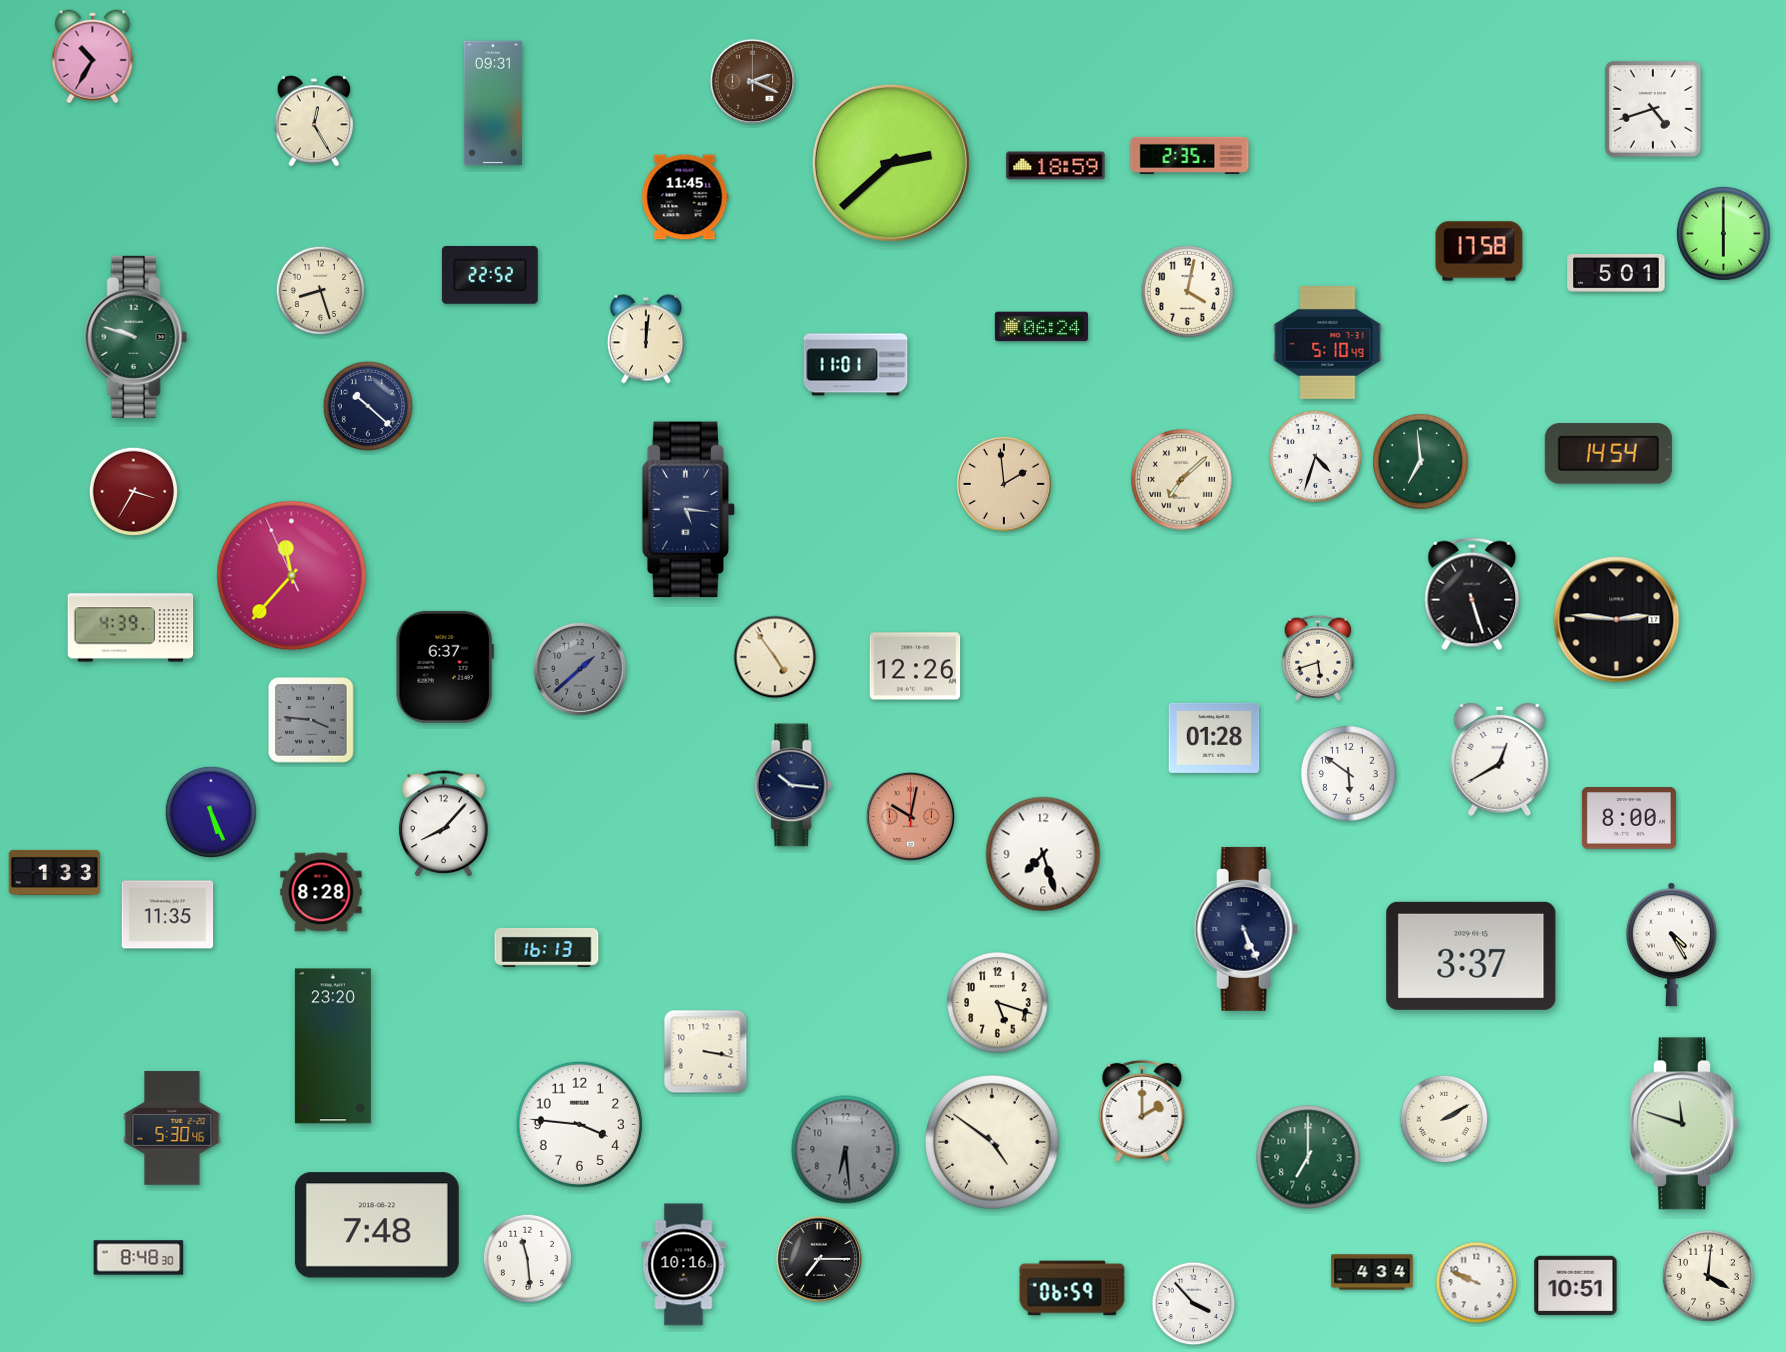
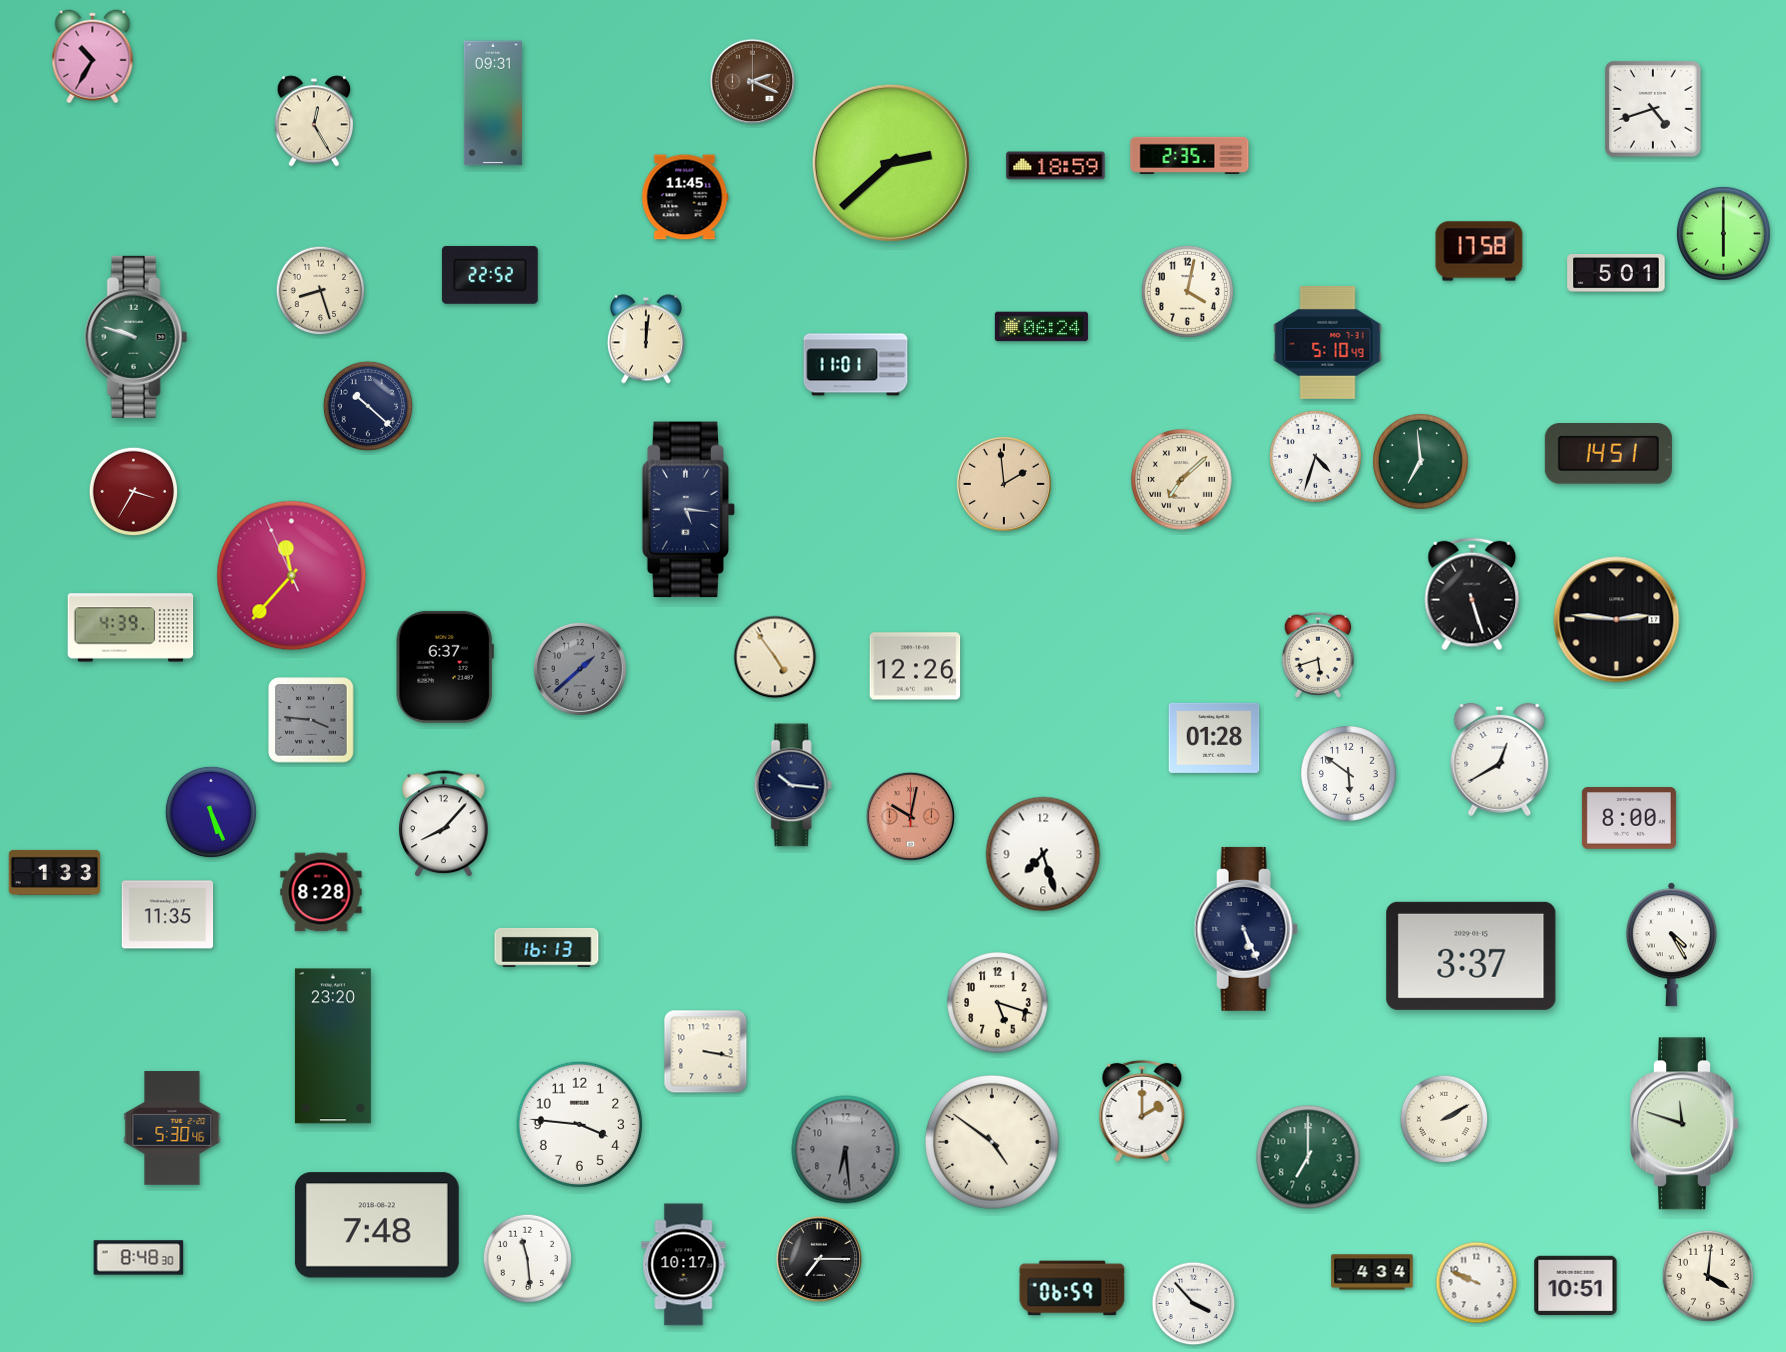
clock at (1608, 454): 14:54 -> 14:51
clock at (1317, 658) position: (1317, 658) -> (1317, 655)
clock at (684, 1265): 10:16 -> 10:17
